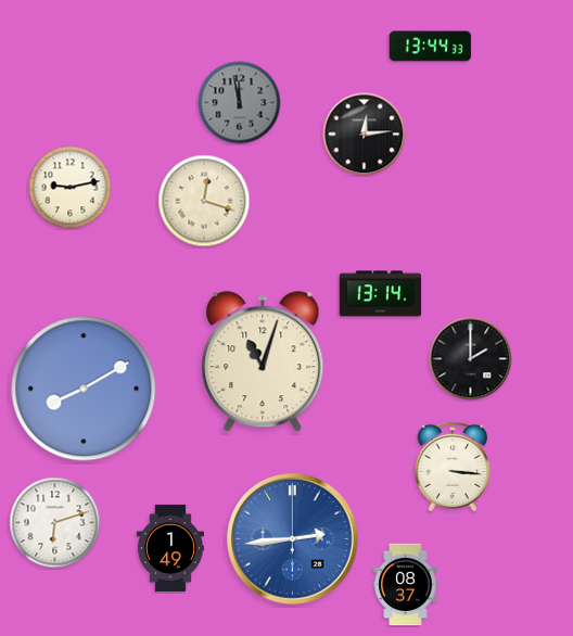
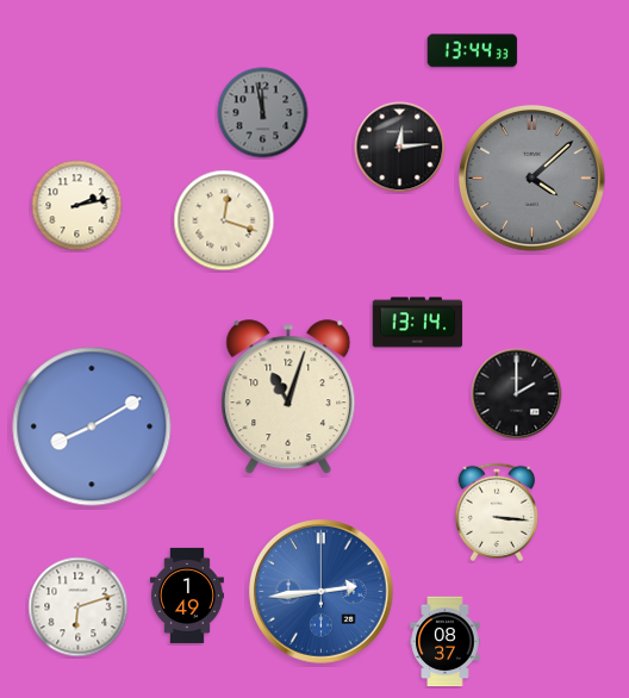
clock at (531, 177): none -> 4:08
clock at (71, 188): 9:13 -> 2:13
clock at (55, 523) position: (55, 523) -> (79, 607)
clock at (170, 548) position: (170, 548) -> (187, 596)
